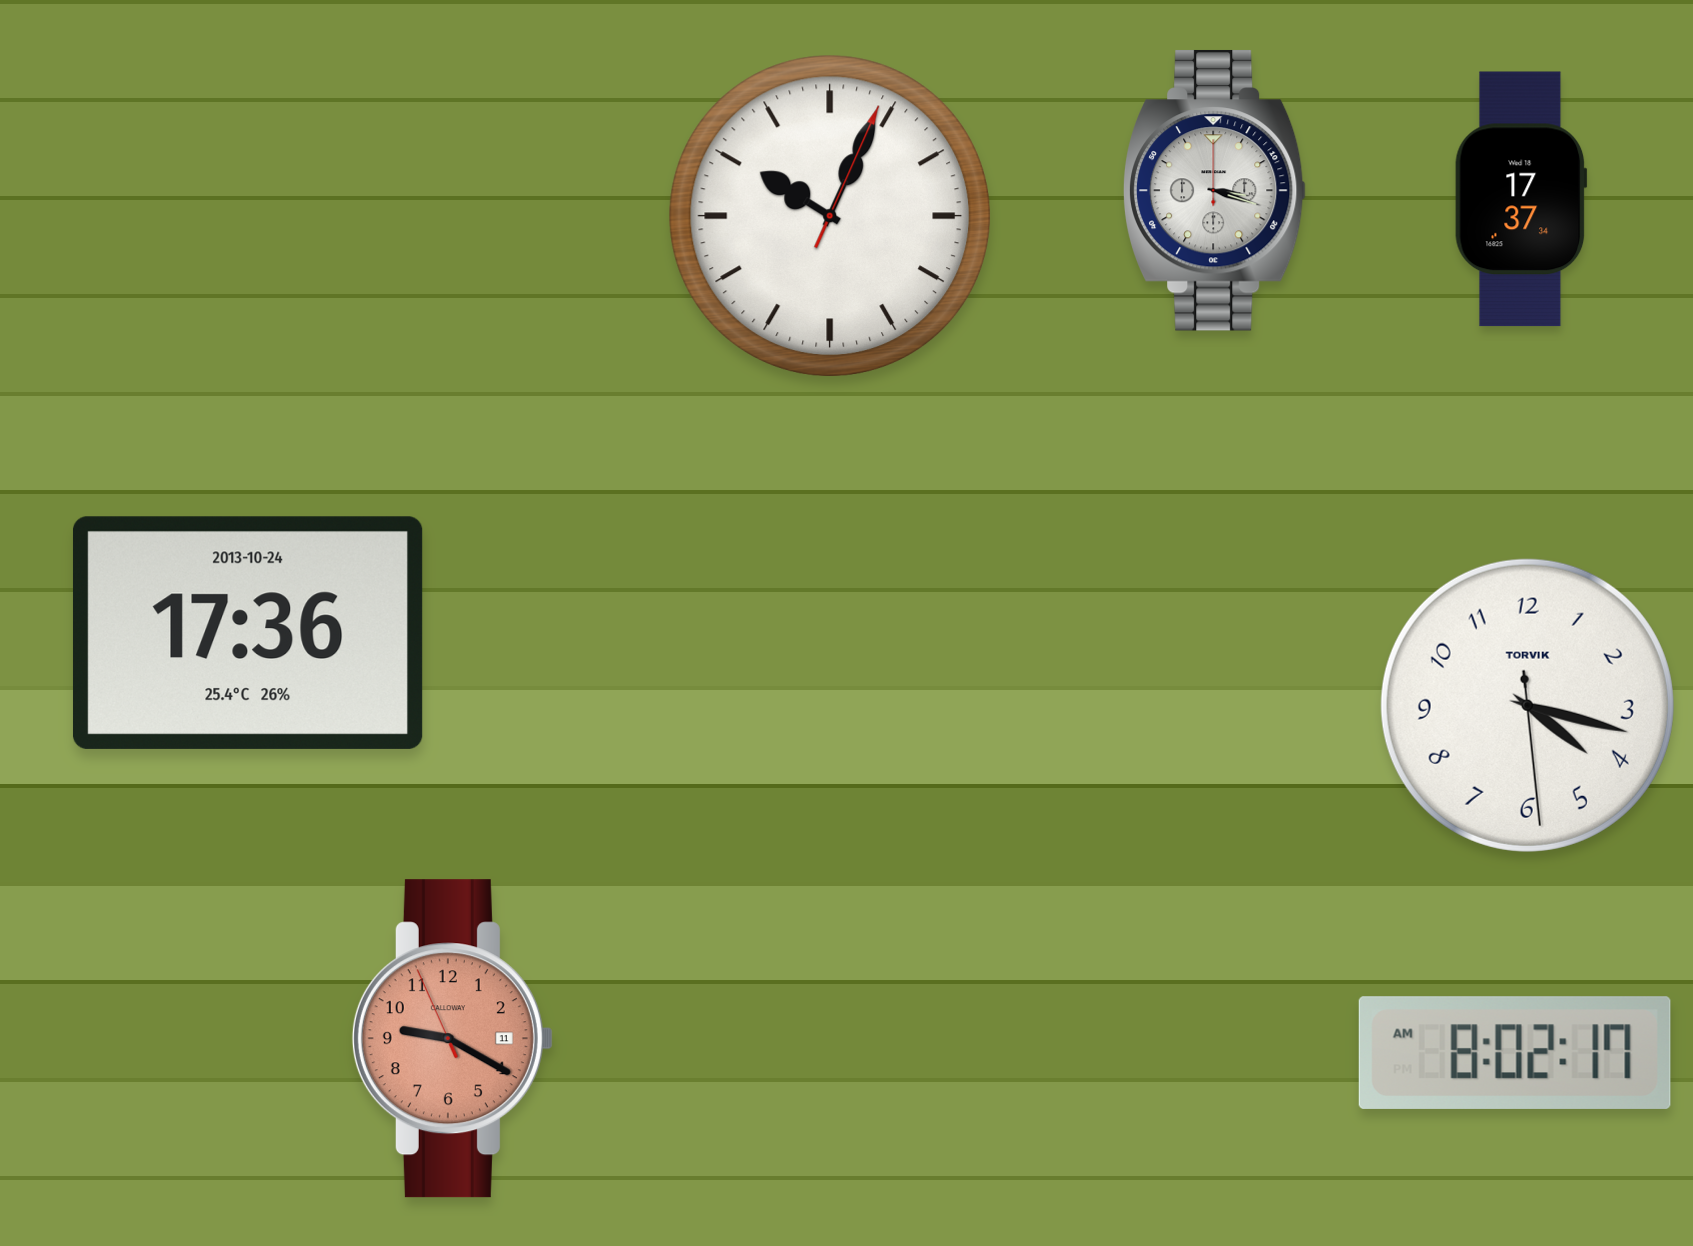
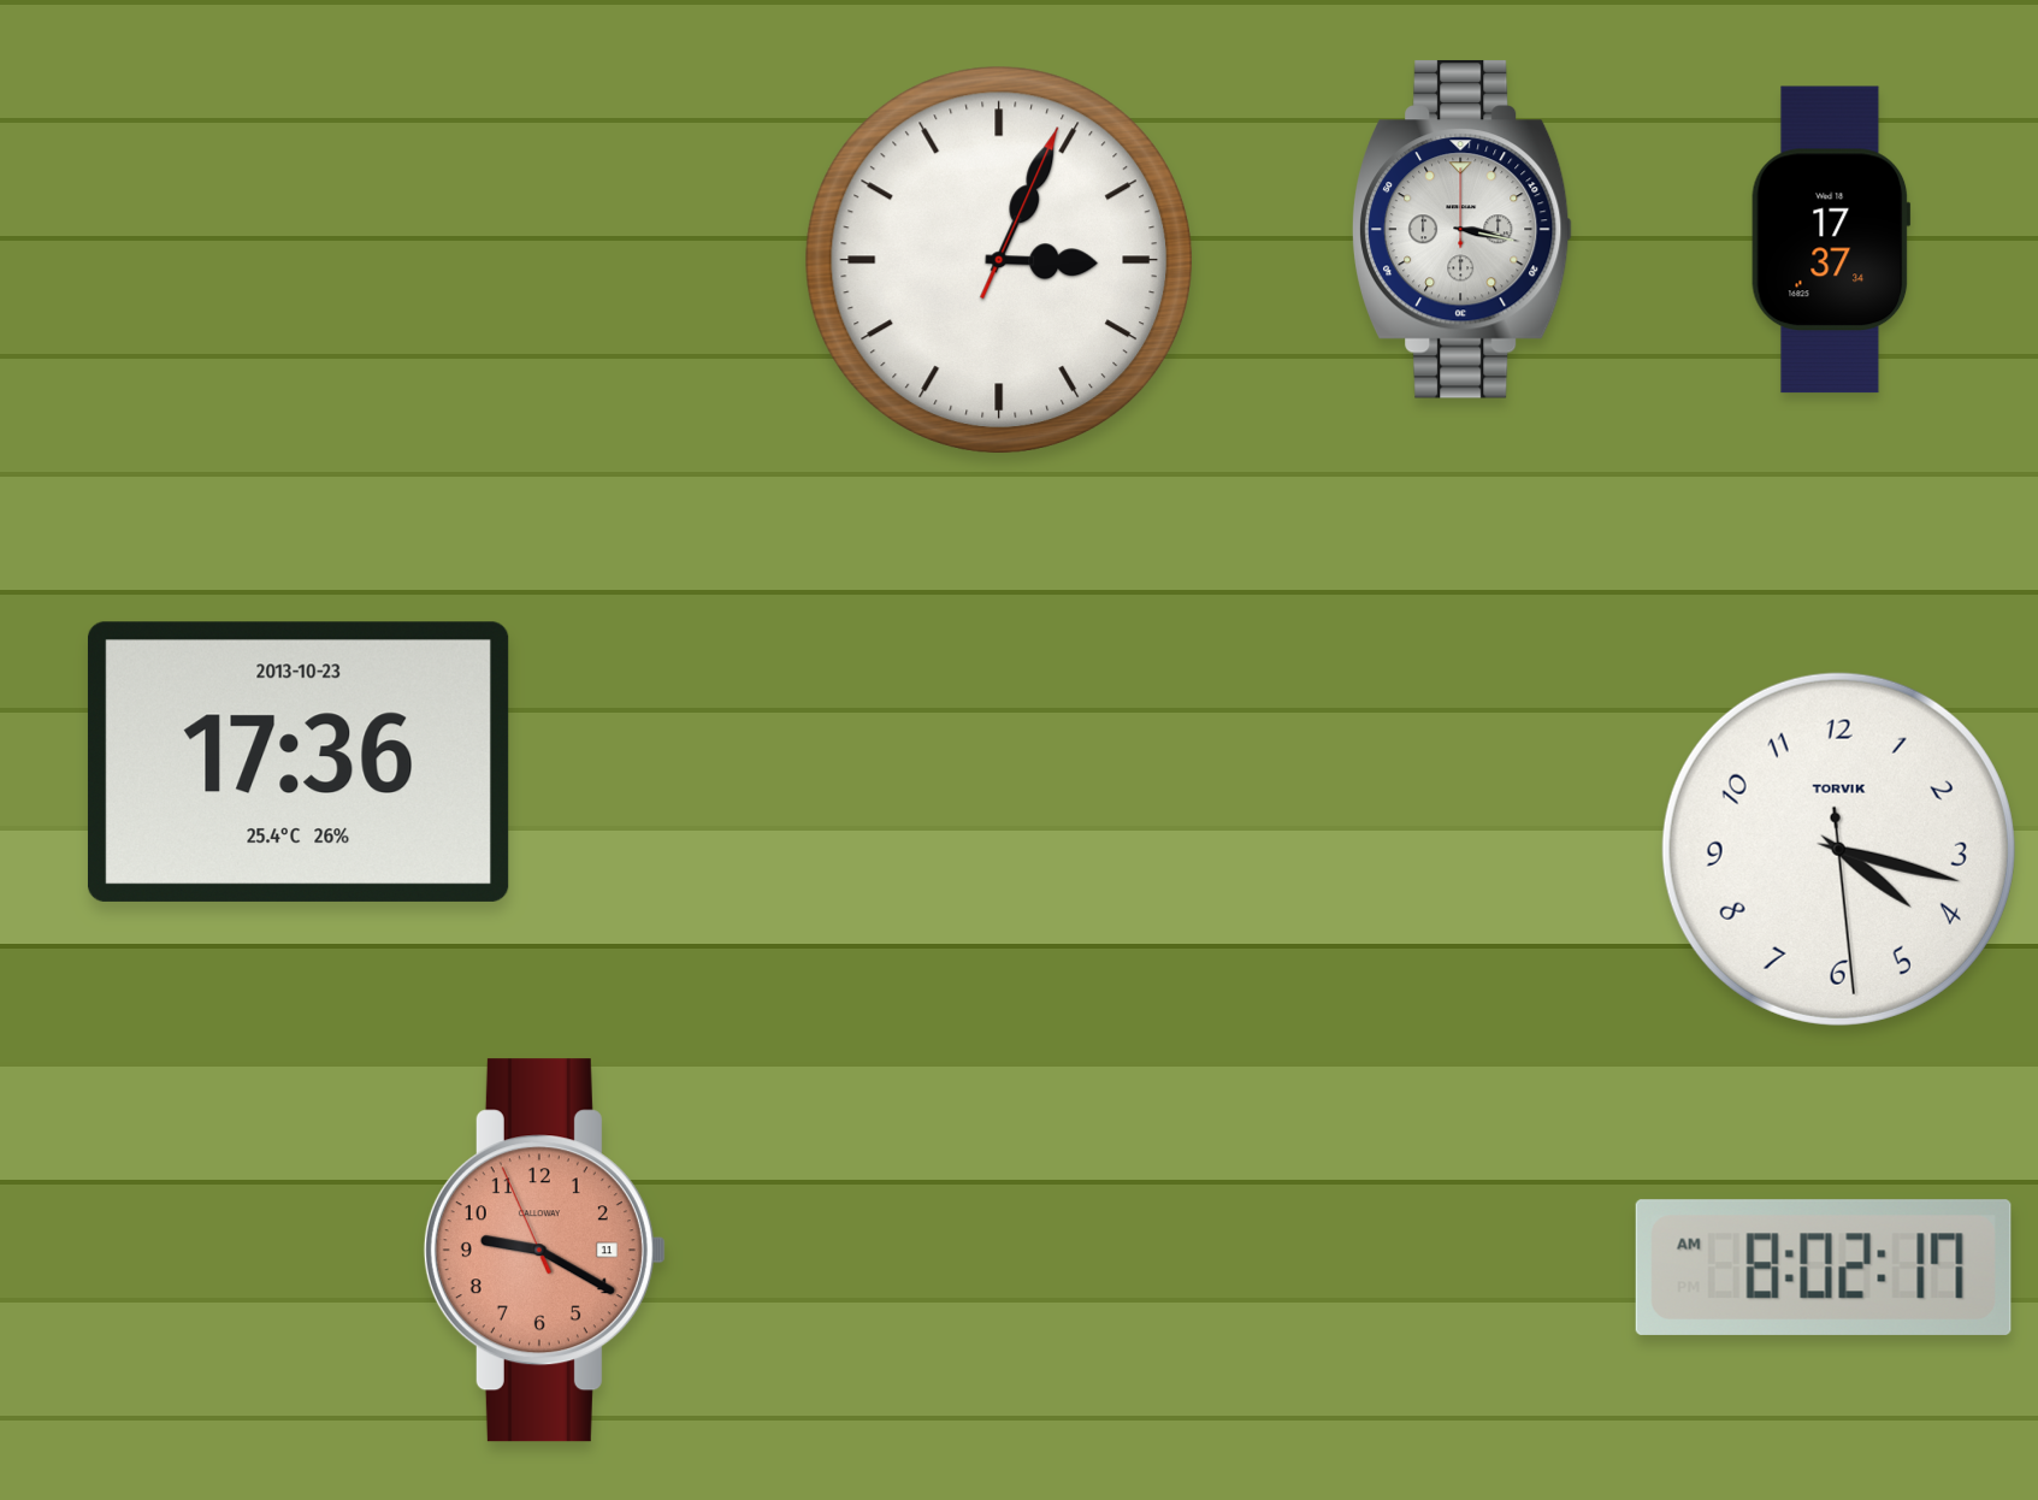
clock at (1214, 190): 3:18 -> 3:17
clock at (829, 215): 10:04 -> 3:04
clock at (248, 633) date: 2013-10-24 -> 2013-10-23
